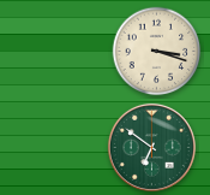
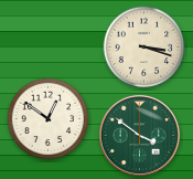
clock at (49, 119): none -> 12:51
clock at (151, 147): 6:51 -> 3:51
